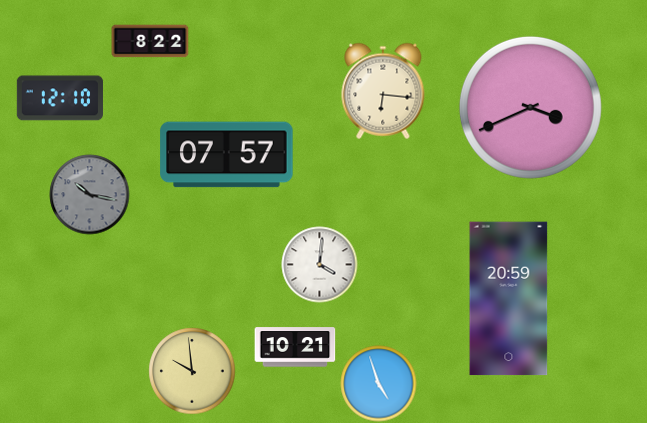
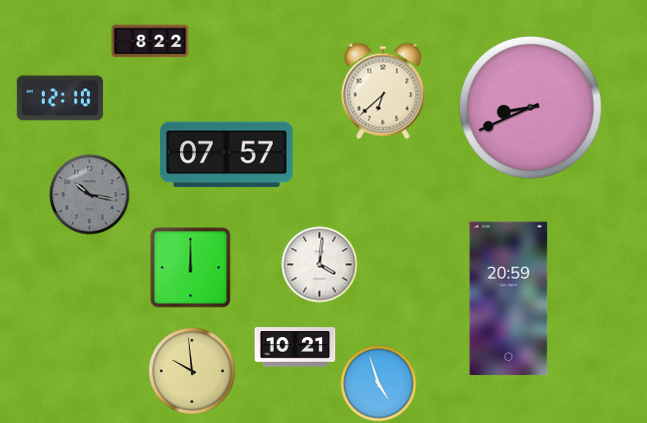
clock at (383, 91): 6:16 -> 6:38
clock at (530, 107): 3:41 -> 8:41
clock at (191, 268): none -> 12:00
